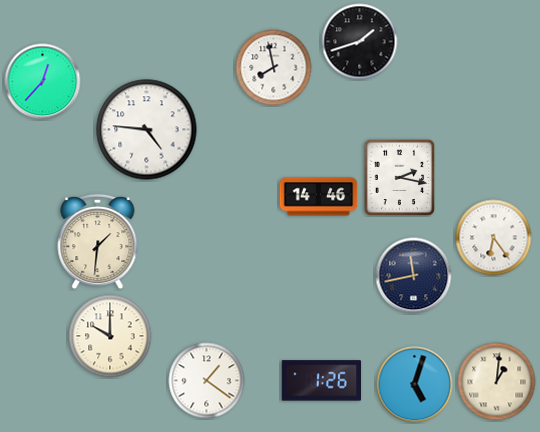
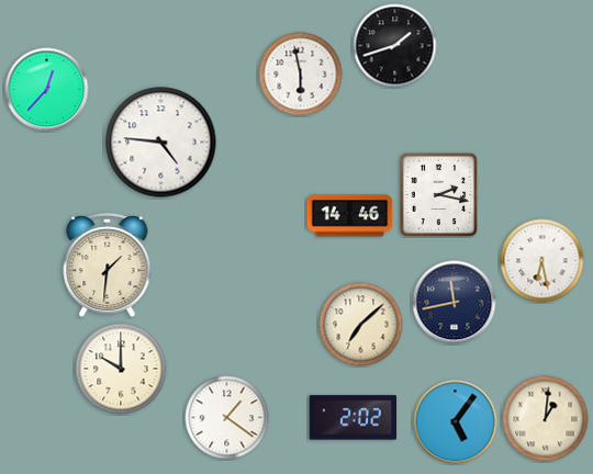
clock at (274, 68): 7:58 -> 5:58
clock at (494, 238): 6:24 -> 6:28
clock at (361, 325): none -> 7:08
clock at (322, 381): 1:26 -> 2:02
clock at (415, 385): 5:03 -> 5:06
